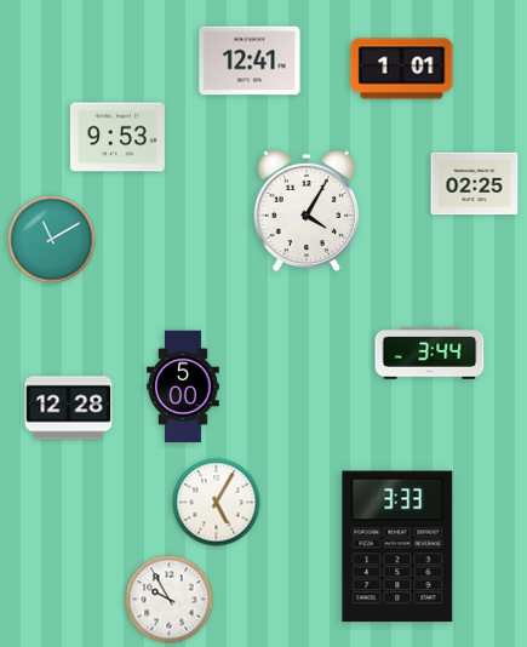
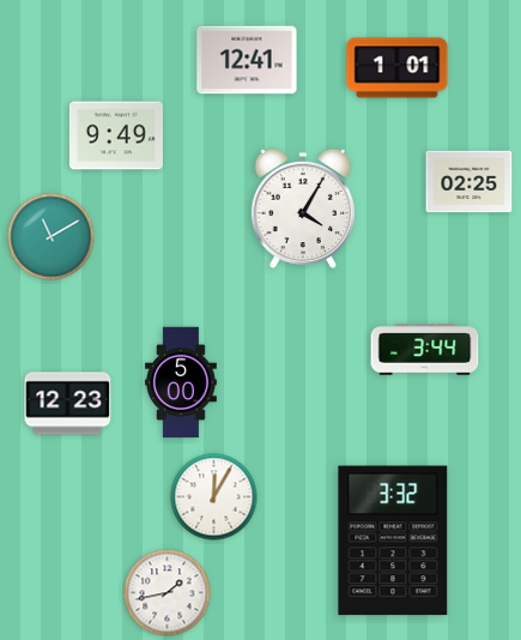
clock at (118, 137): 9:53 -> 9:49
clock at (69, 408): 12:28 -> 12:23
clock at (217, 503): 5:05 -> 12:05
clock at (397, 546): 3:33 -> 3:32
clock at (170, 600): 9:55 -> 1:43
